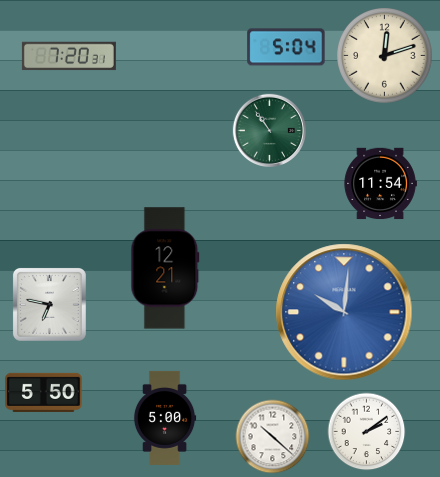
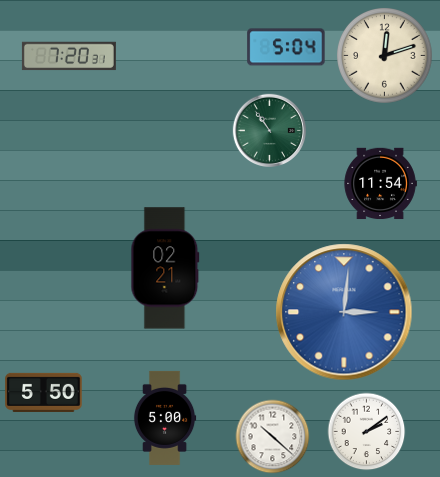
clock at (165, 268): 12:21 -> 02:21
clock at (49, 304): 6:47 -> none
clock at (344, 312): 10:01 -> 3:01
